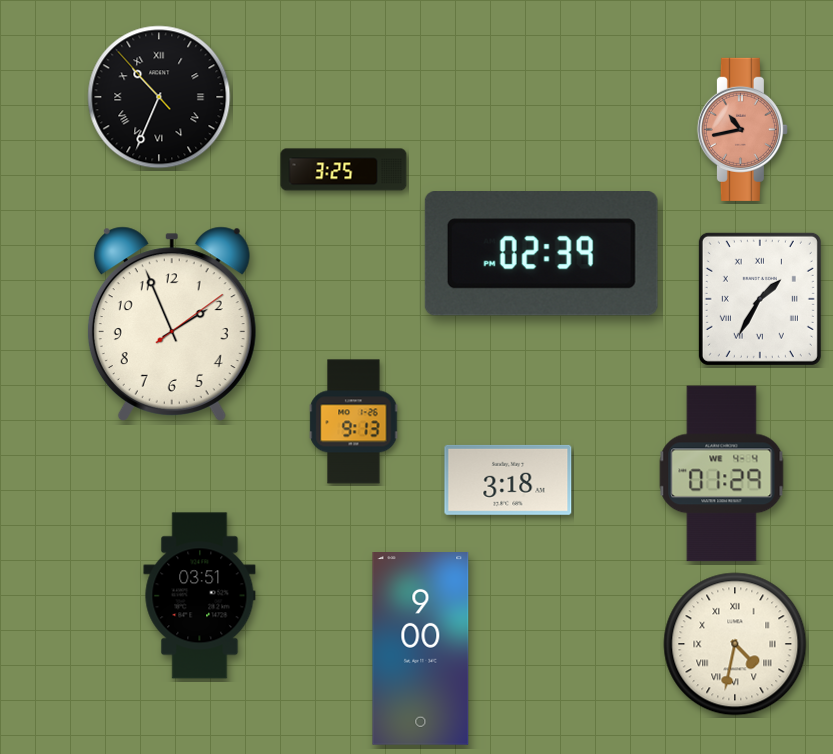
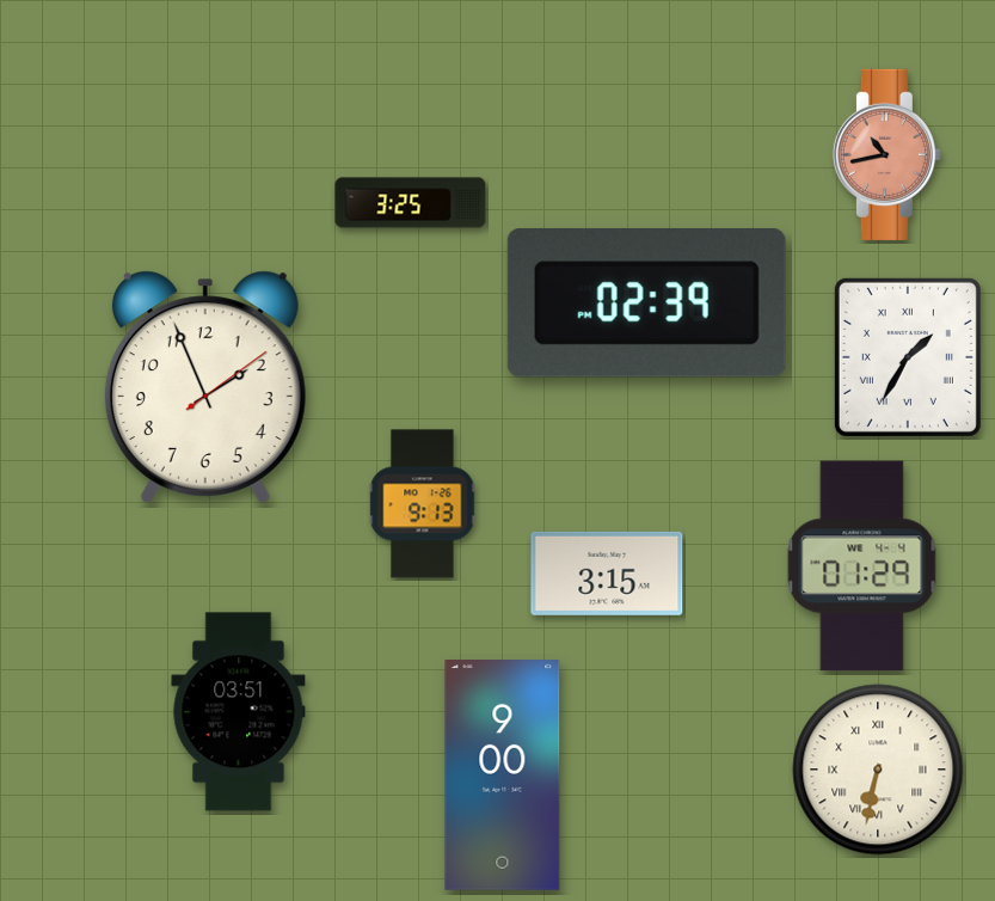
clock at (159, 97): 10:33 -> none
clock at (508, 480): 3:18 -> 3:15
clock at (735, 644): 4:32 -> 6:32
